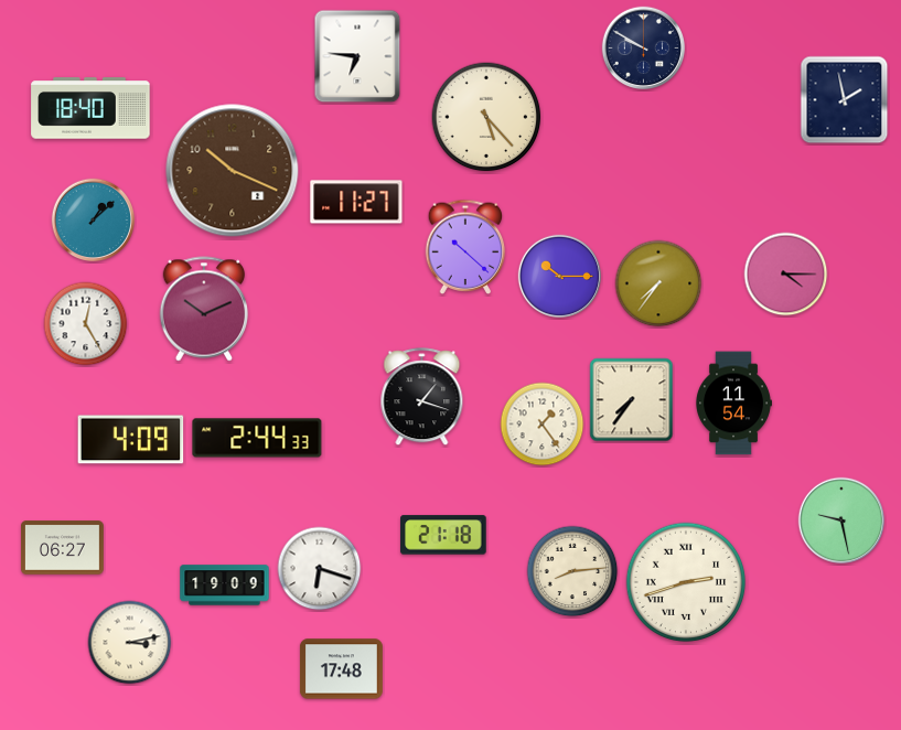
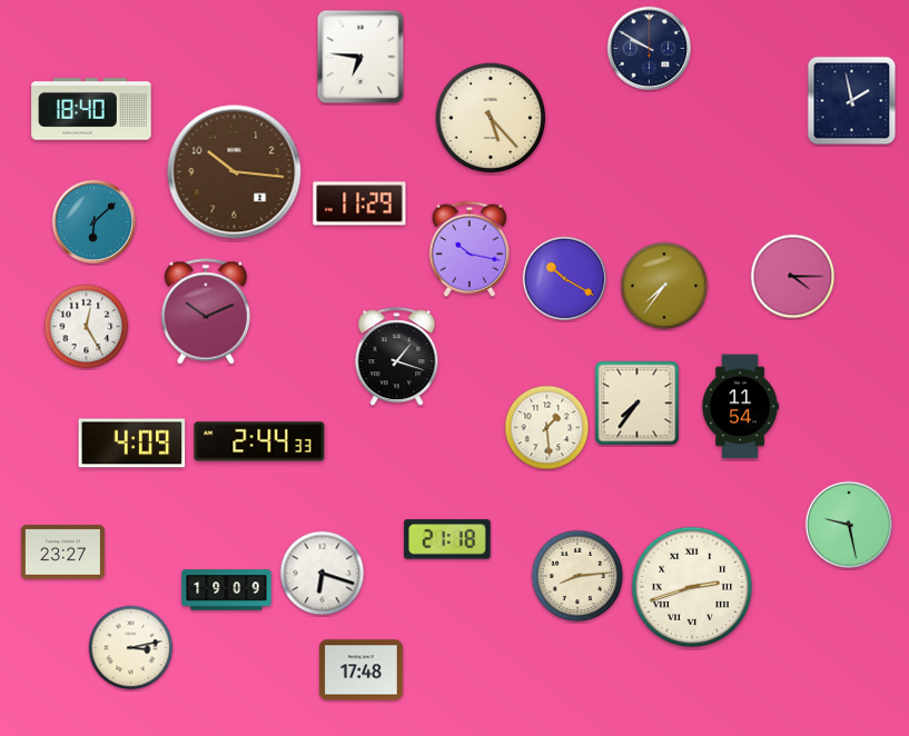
clock at (233, 171): 10:19 -> 10:16
clock at (356, 202): 11:27 -> 11:29
clock at (94, 221): 1:08 -> 6:08
clock at (465, 247): 10:22 -> 10:17
clock at (560, 277): 10:15 -> 10:20
clock at (422, 397) position: (422, 397) -> (397, 357)
clock at (543, 425): 1:24 -> 1:29
clock at (63, 548): 06:27 -> 23:27
clock at (341, 669) position: (341, 669) -> (360, 670)
